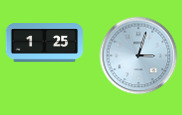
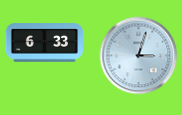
clock at (44, 43): 1:25 -> 6:33
